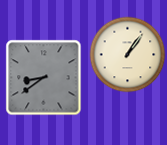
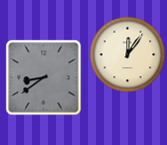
clock at (128, 55): 1:06 -> 12:06
